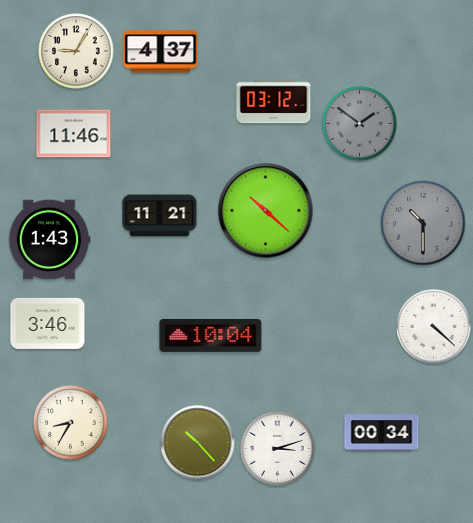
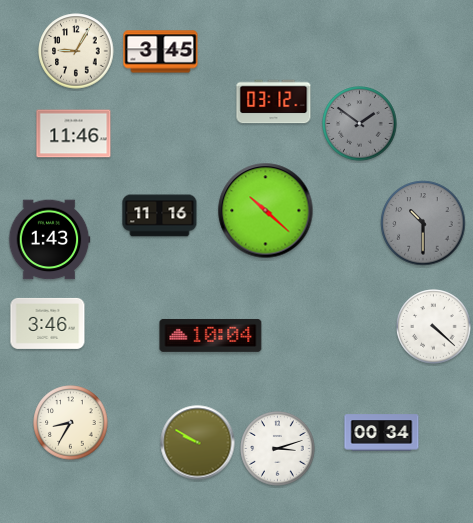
clock at (161, 52): 4:37 -> 3:45
clock at (160, 216): 11:21 -> 11:16
clock at (198, 443): 10:23 -> 9:50
